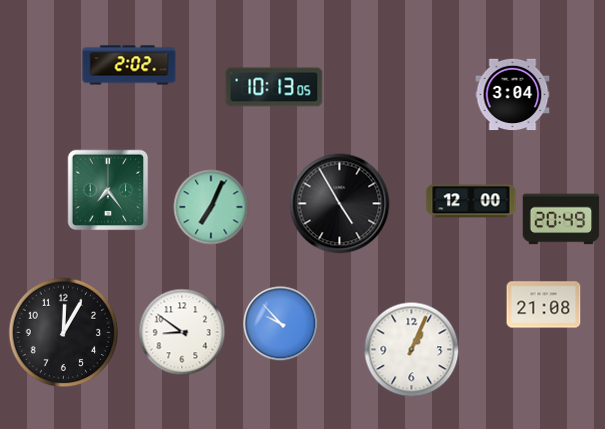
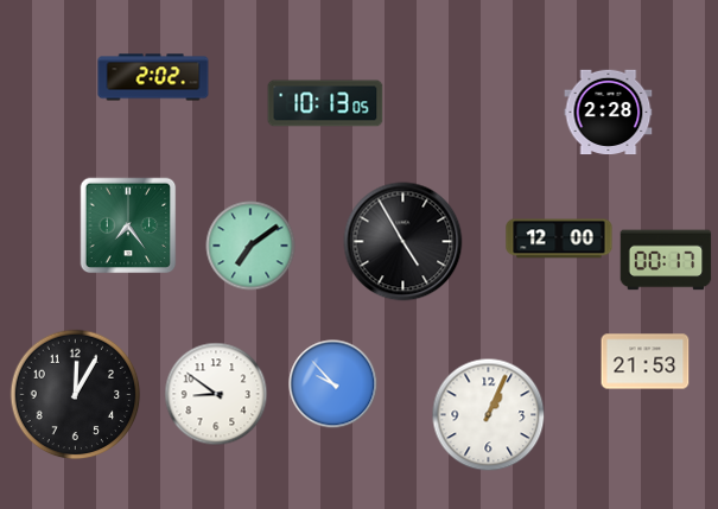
clock at (513, 95): 3:04 -> 2:28
clock at (211, 207): 7:04 -> 7:09
clock at (561, 219): 20:49 -> 00:17
clock at (544, 305): 21:08 -> 21:53
